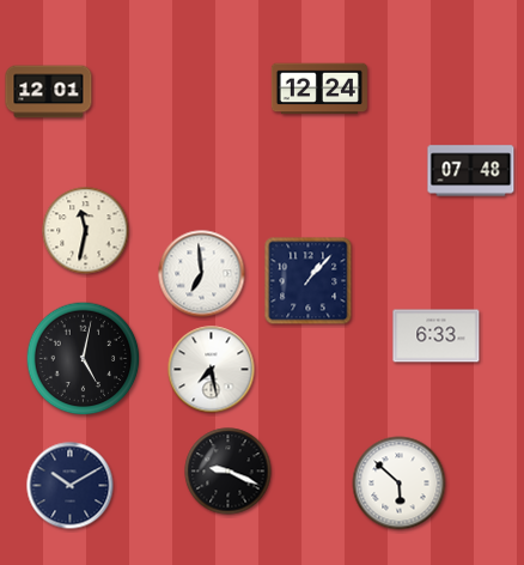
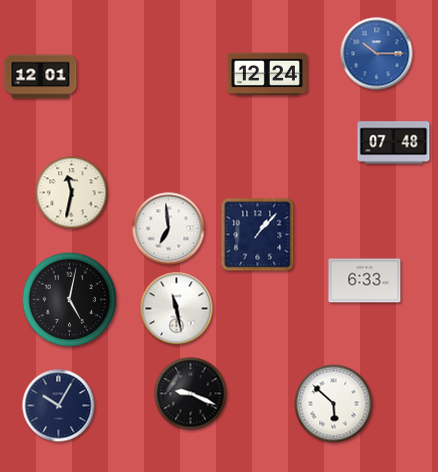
clock at (377, 54): none -> 10:15
clock at (212, 370): 7:28 -> 11:28
clock at (71, 486): 10:10 -> 10:05
